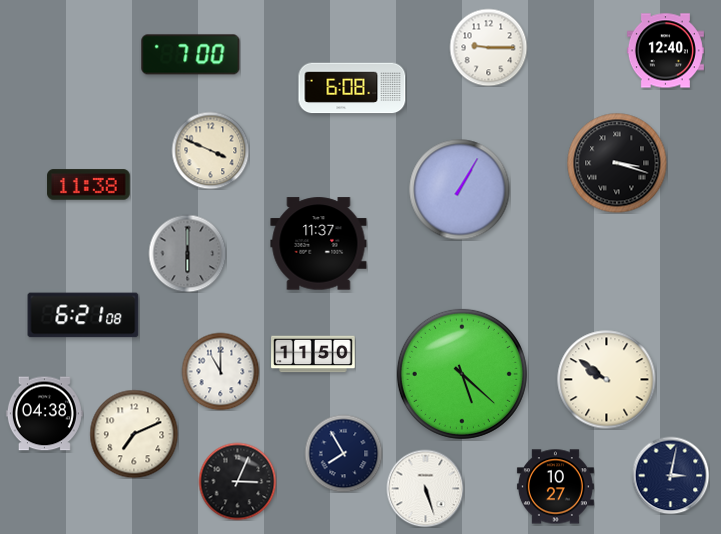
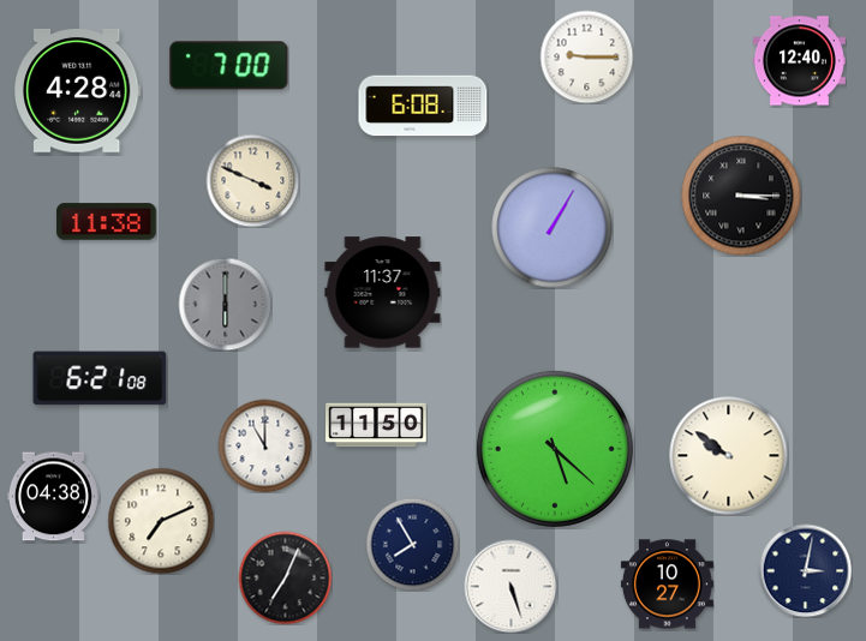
clock at (78, 91): none -> 4:28
clock at (617, 163): 3:18 -> 3:15
clock at (237, 481): 3:04 -> 7:04
